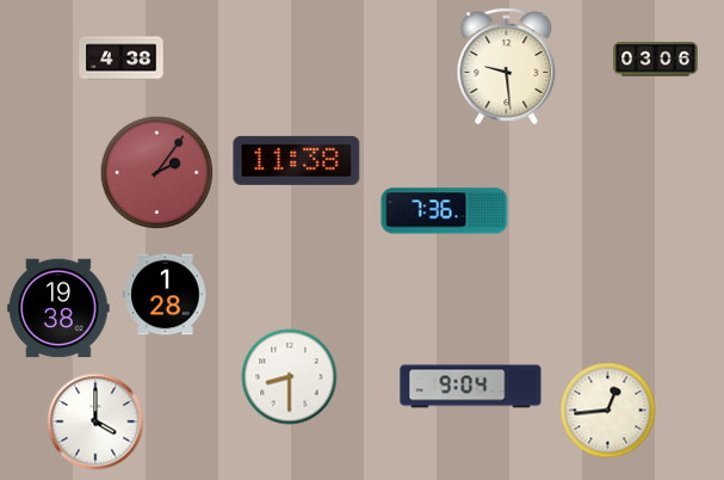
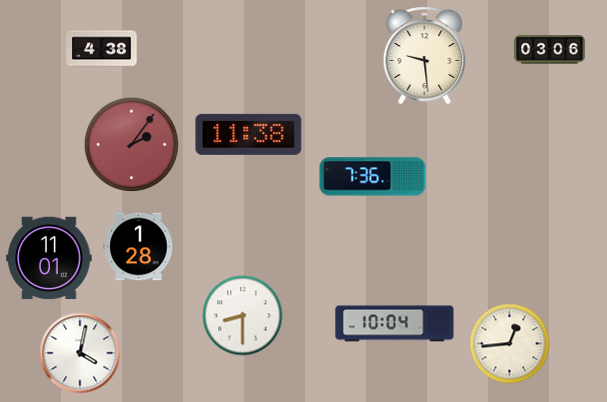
clock at (58, 308): 19:38 -> 11:01
clock at (471, 387): 9:04 -> 10:04
clock at (95, 421): 4:00 -> 4:02
